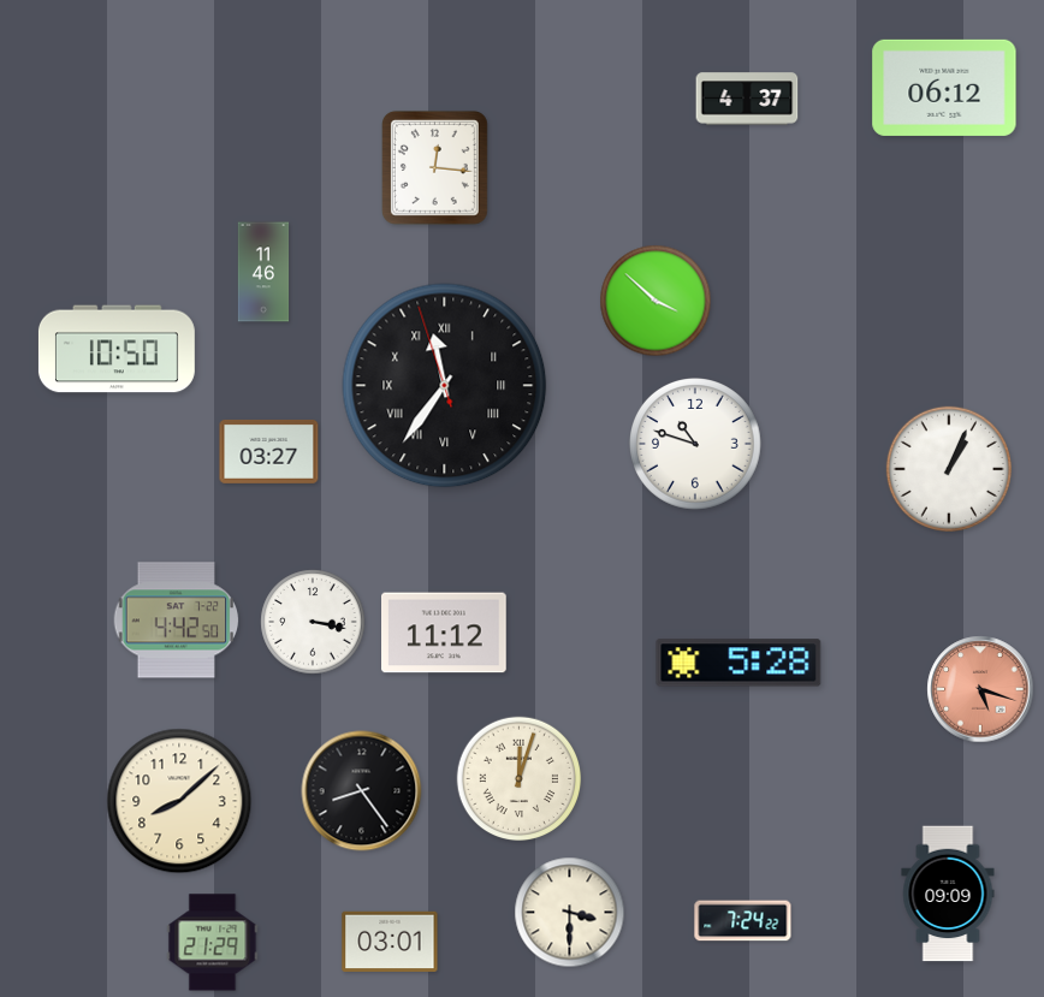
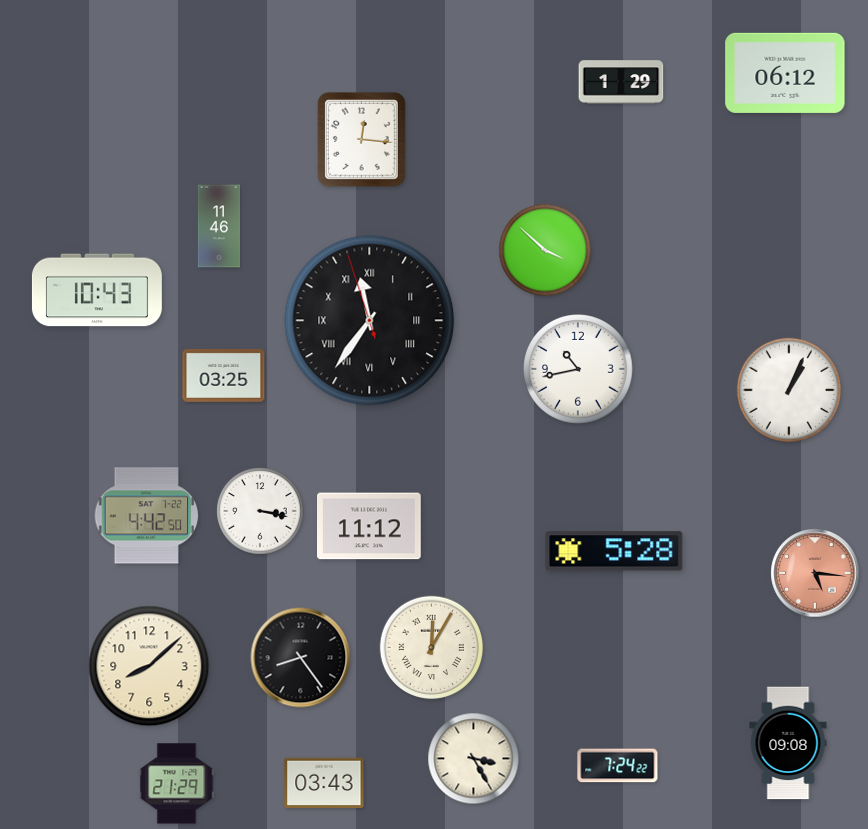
clock at (747, 99): 4:37 -> 1:29
clock at (117, 349): 10:50 -> 10:43
clock at (696, 445): 10:48 -> 10:43
clock at (269, 451): 03:27 -> 03:25
clock at (313, 622) position: (313, 622) -> (260, 511)
clock at (980, 689): 5:18 -> 5:16
clock at (520, 779): 12:03 -> 12:05
clock at (948, 894): 09:09 -> 09:08
clock at (570, 913): 3:30 -> 3:25
clock at (390, 940): 03:01 -> 03:43
